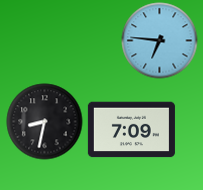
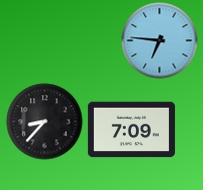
clock at (45, 122): 8:32 -> 8:37
